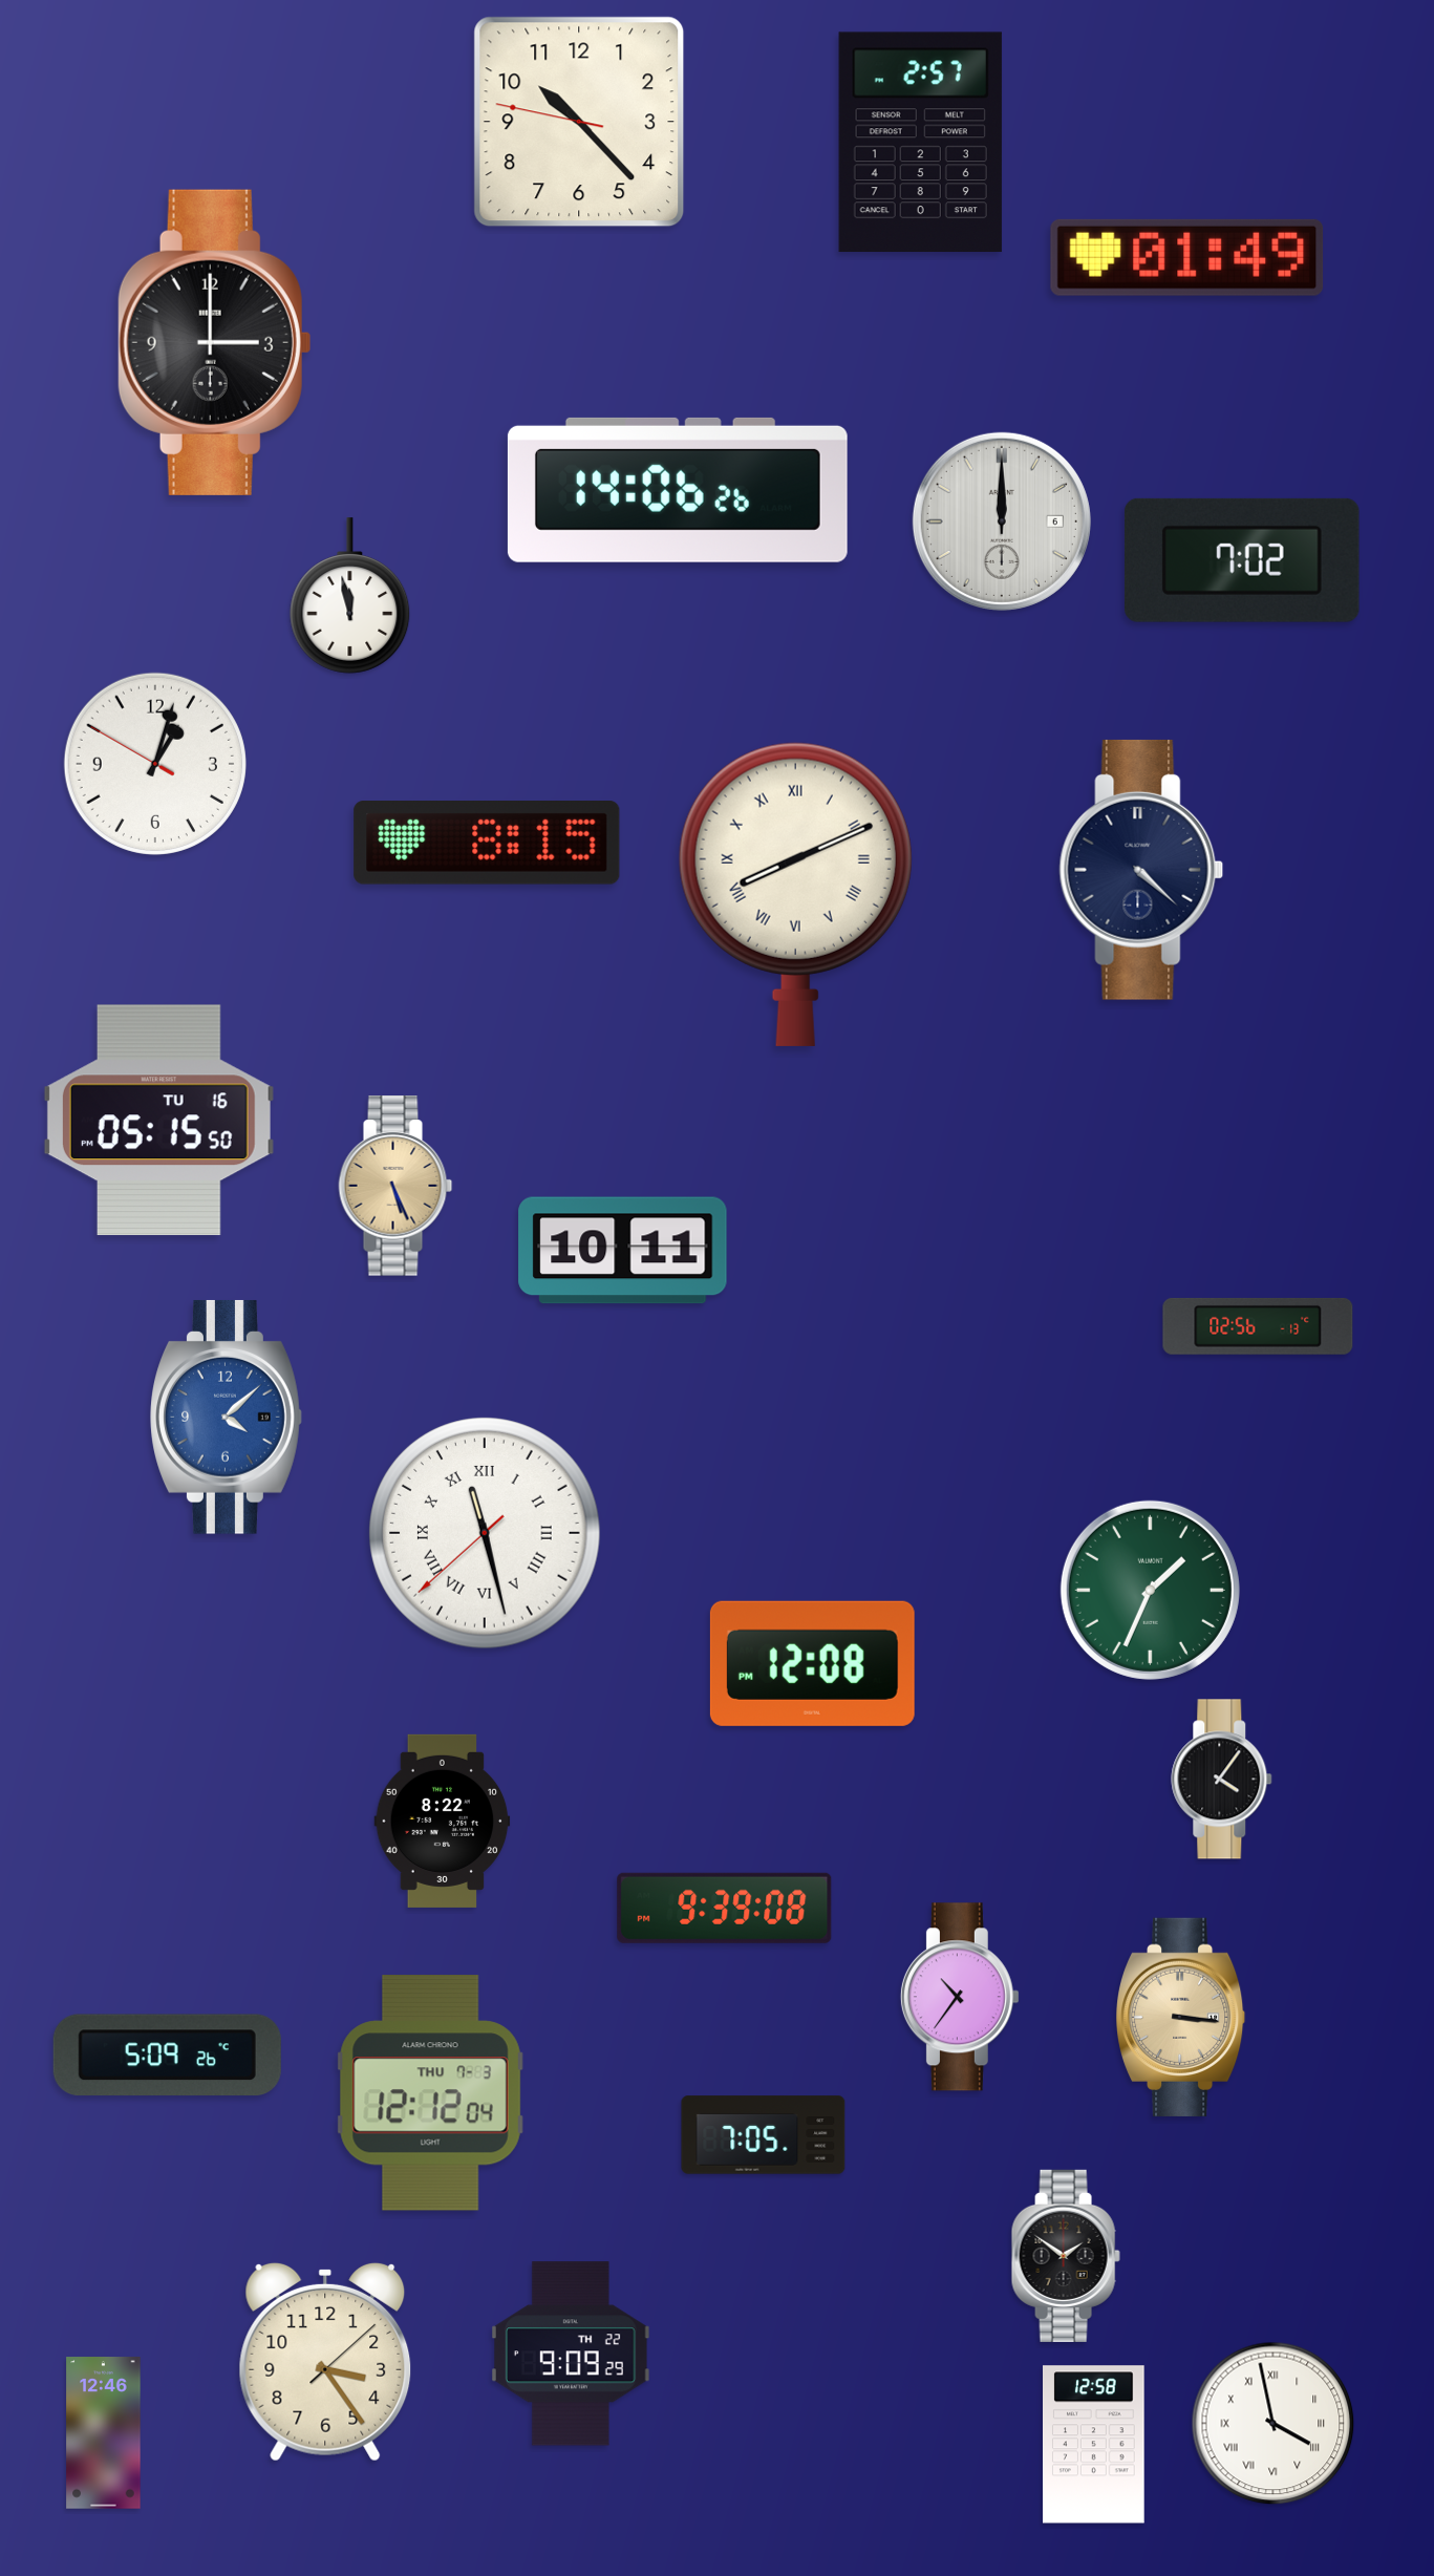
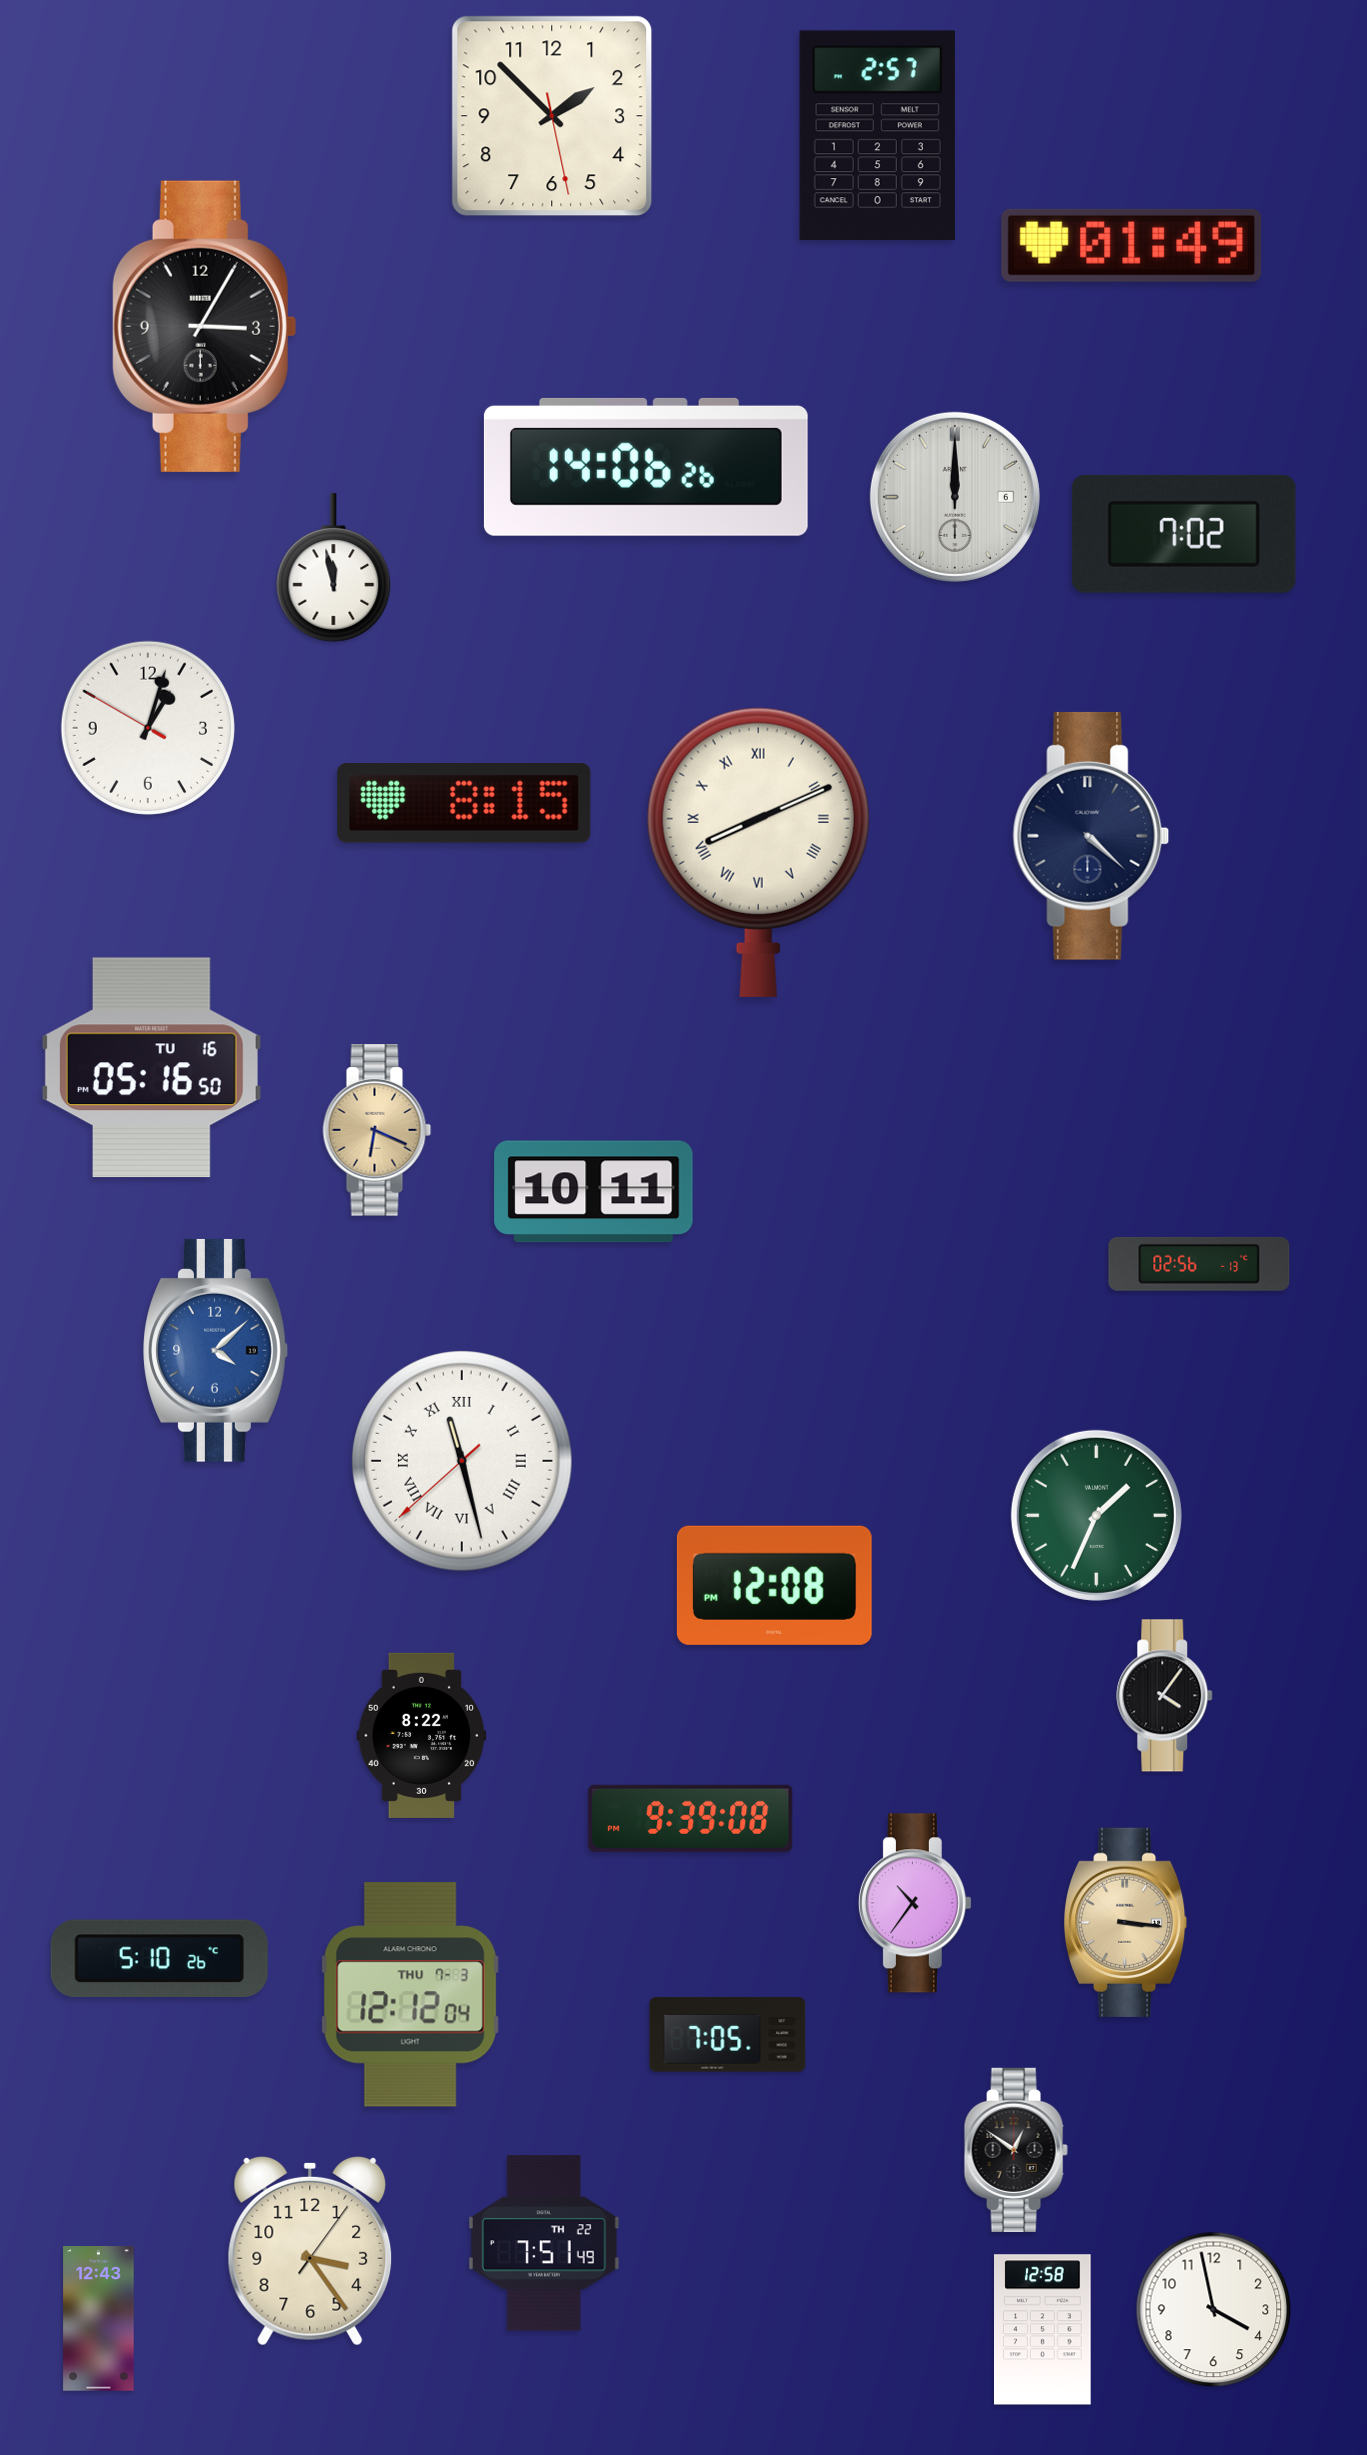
clock at (579, 122): 10:22 -> 1:52
clock at (214, 342): 3:00 -> 3:05
clock at (1141, 870) position: (1141, 870) -> (1091, 836)
clock at (158, 1121): 05:15 -> 05:16
clock at (395, 1186): 5:26 -> 6:19
clock at (167, 2055): 5:09 -> 5:10
clock at (1066, 2256): 1:51 -> 12:51
clock at (572, 2354): 9:09 -> 7:51
clock at (325, 2362): 3:24:08 -> 3:24:06
clock at (1274, 2424) numerals: Roman -> Arabic
clock at (104, 2433): 12:46 -> 12:43
